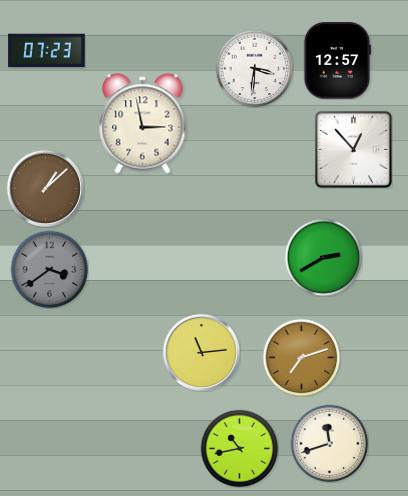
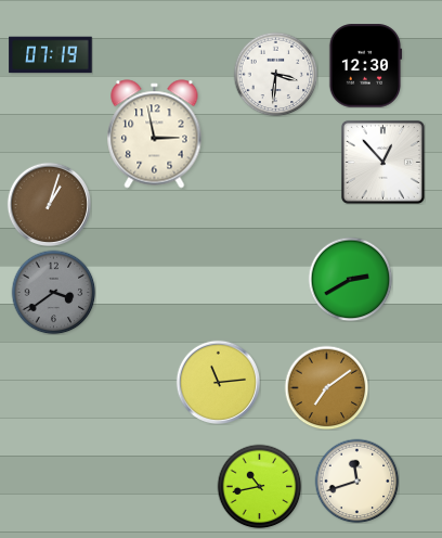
clock at (47, 51): 07:23 -> 07:19
clock at (337, 61): 12:57 -> 12:30
clock at (45, 188): 1:08 -> 1:03
clock at (301, 357): 7:12 -> 7:09
